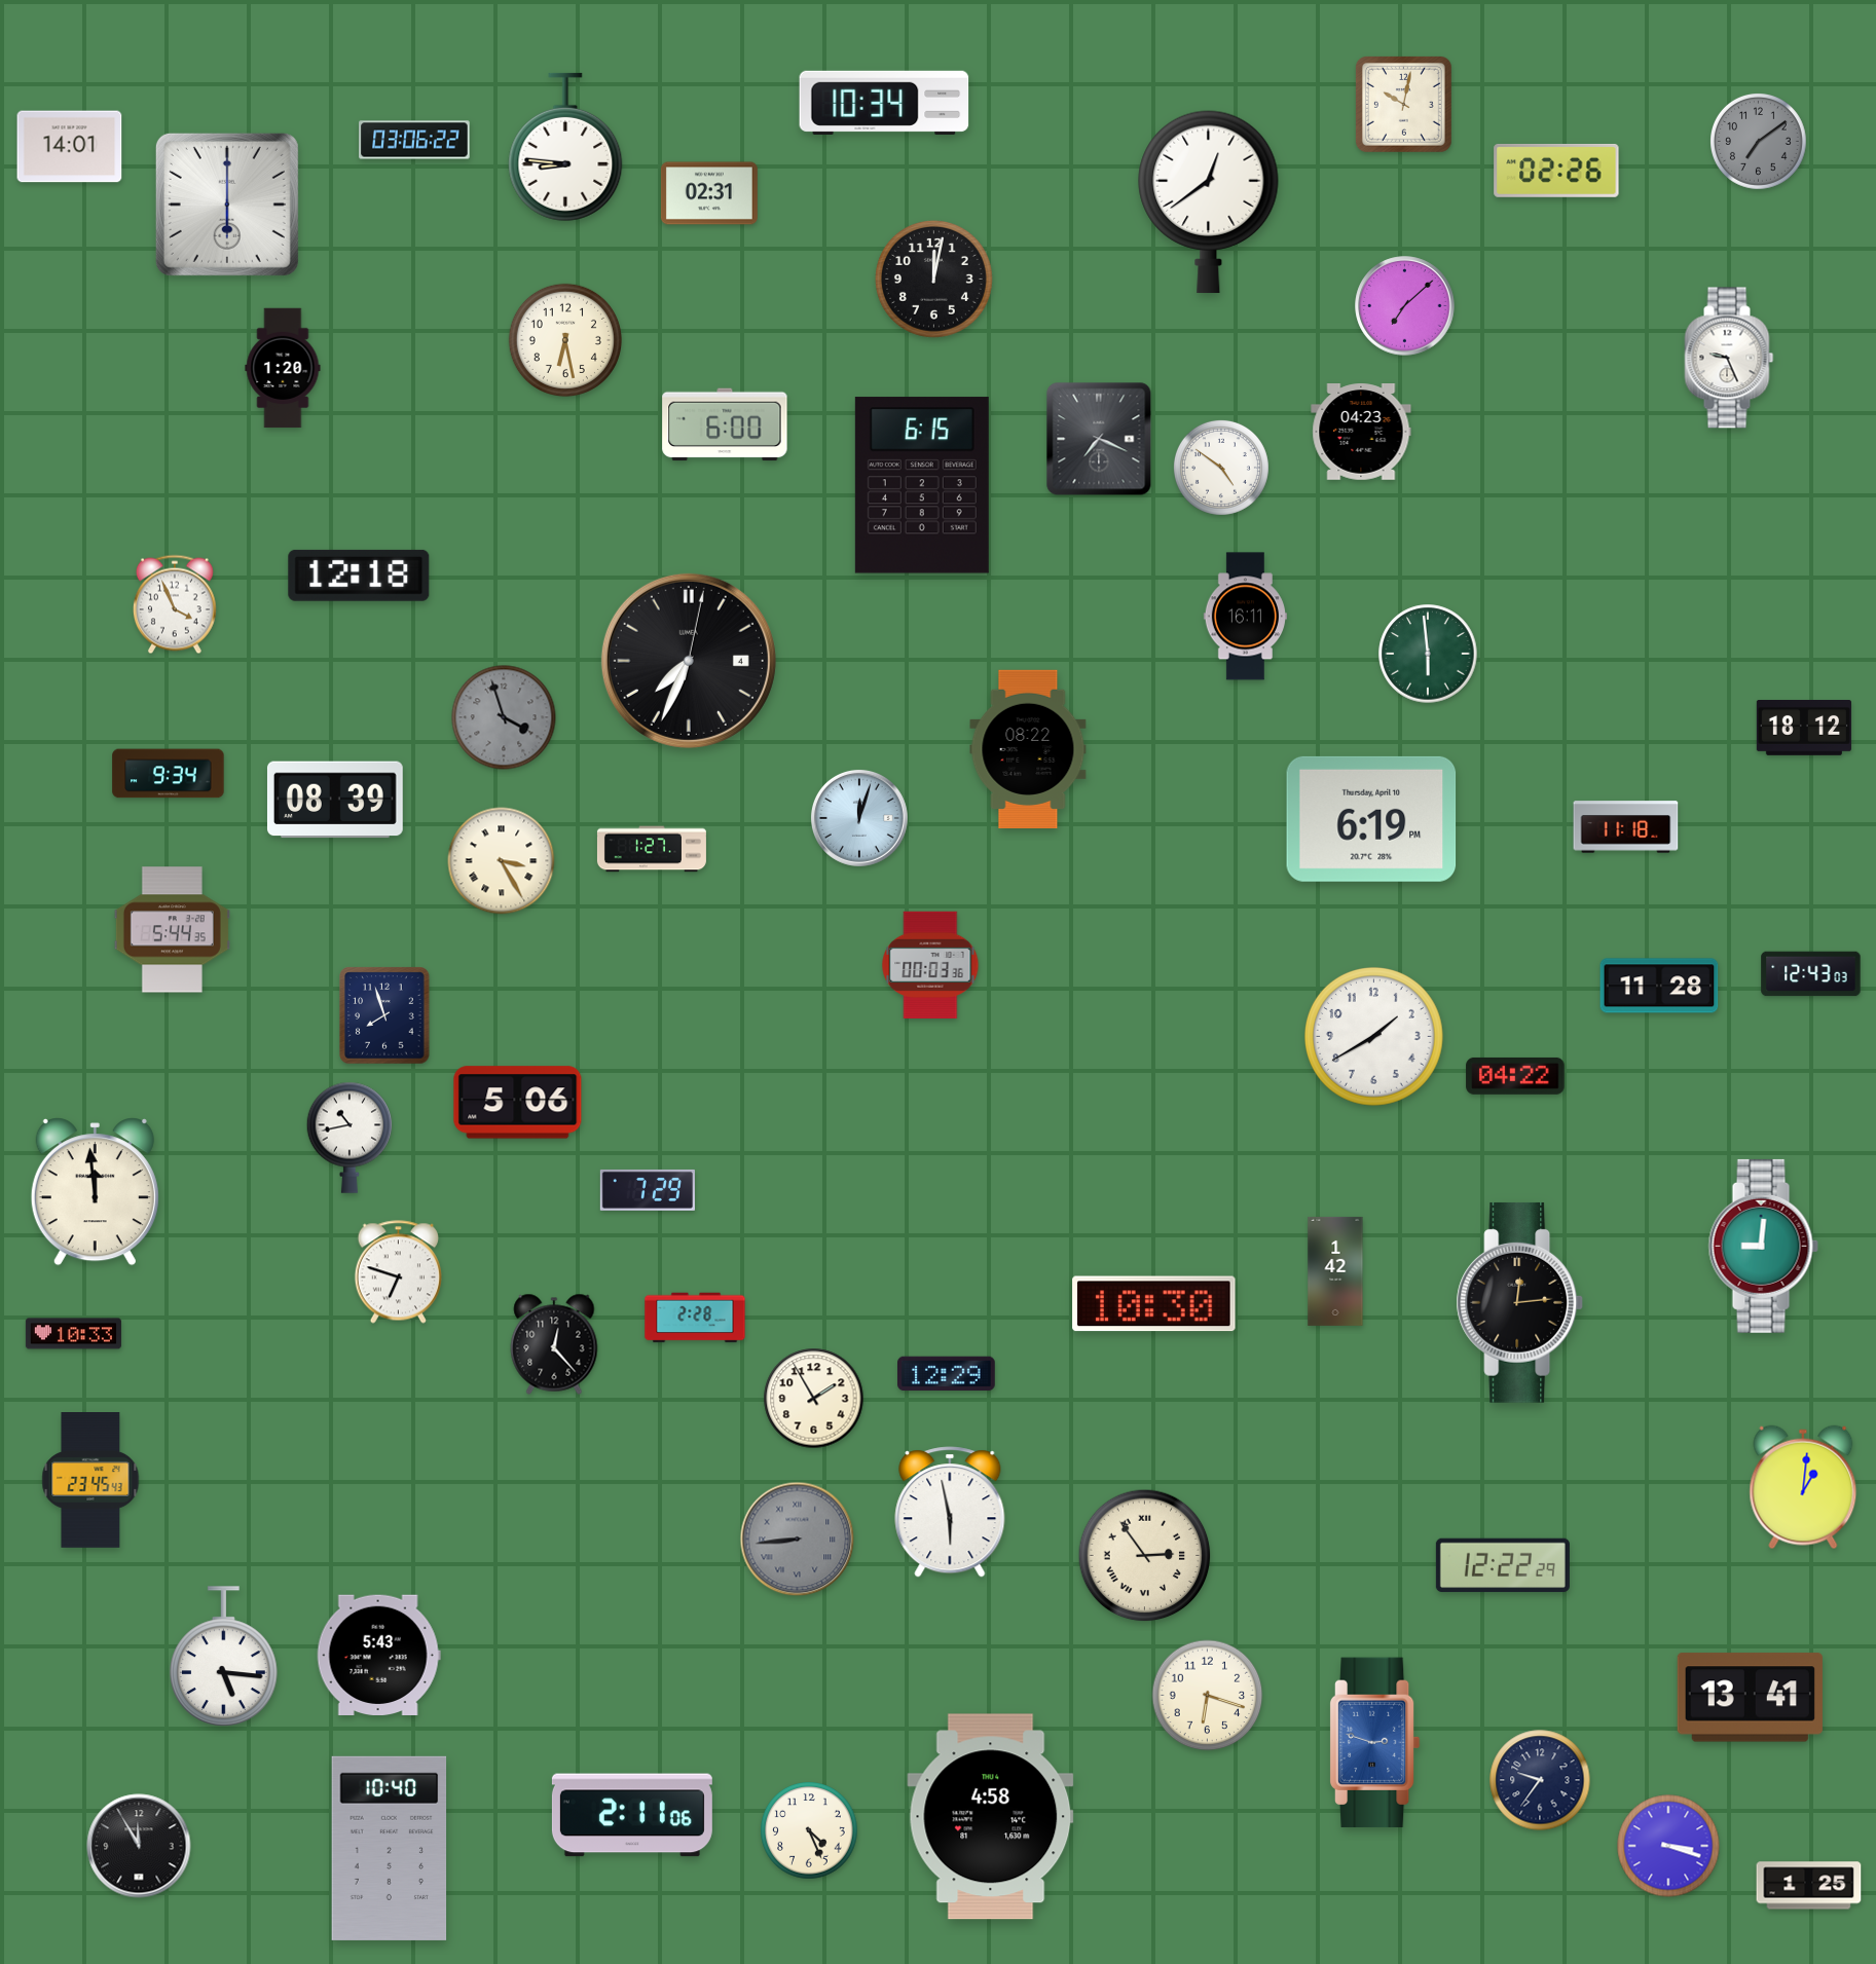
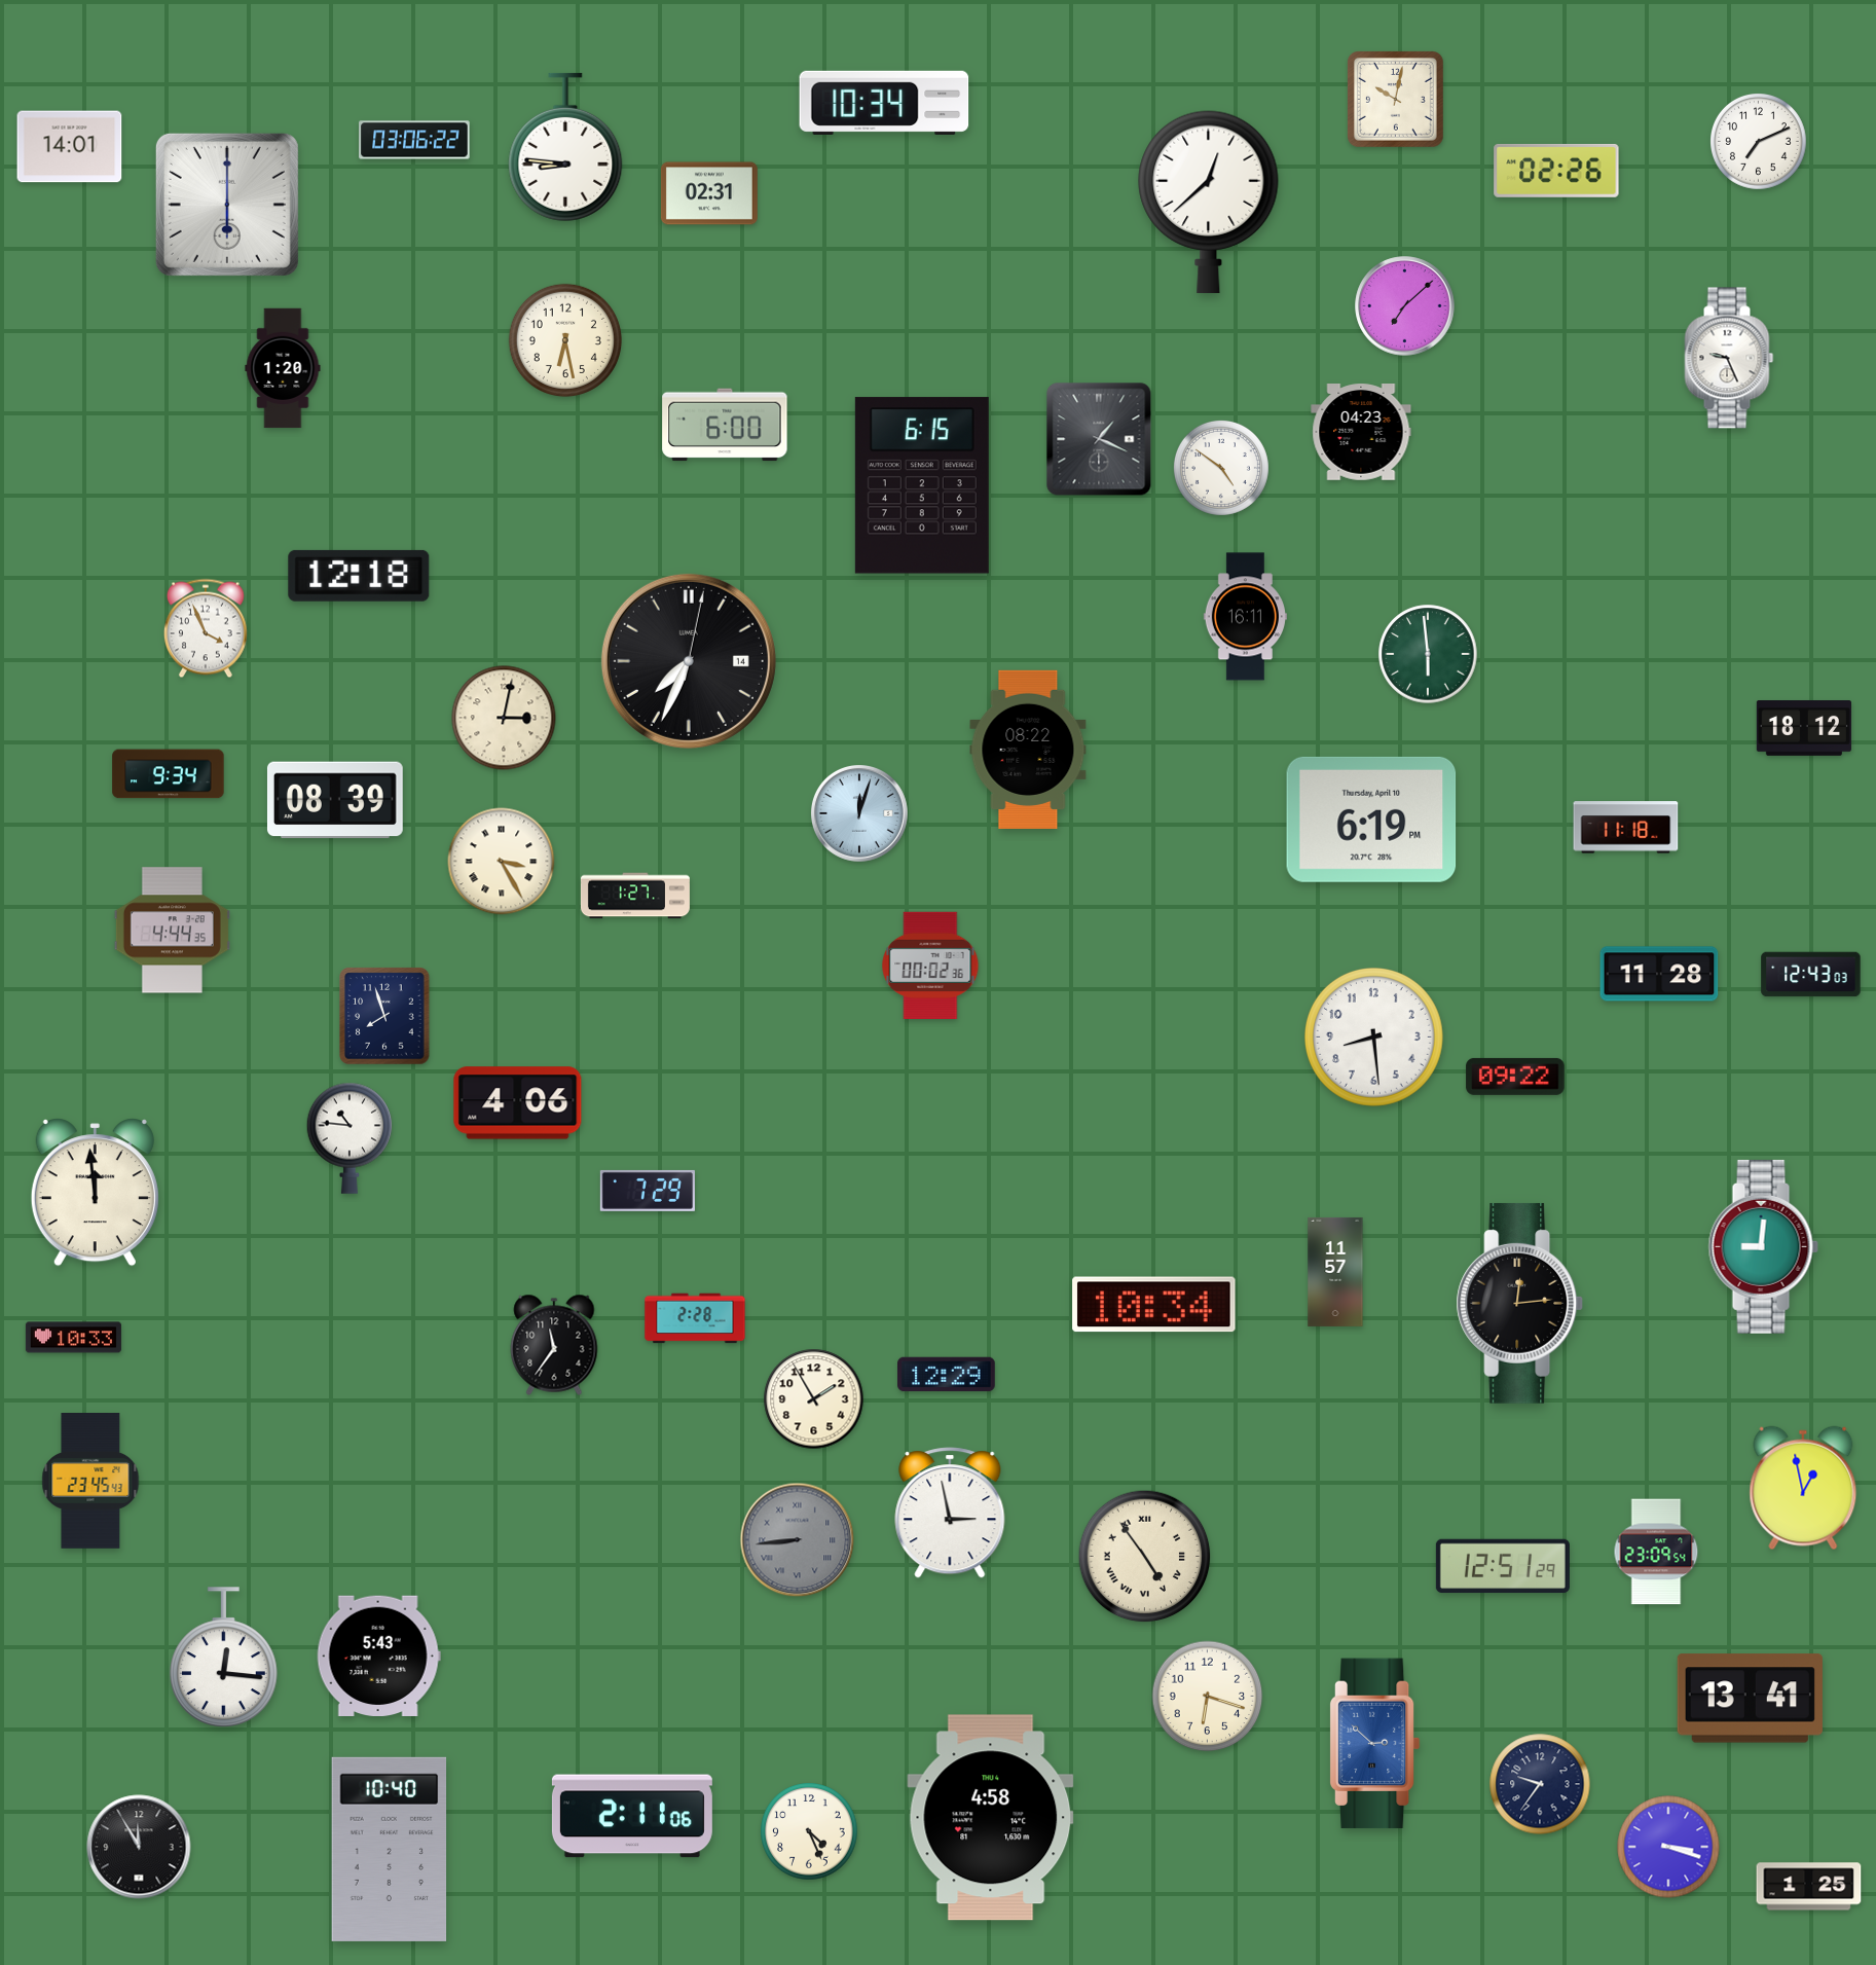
clock at (1403, 104) position: (1403, 104) -> (1395, 99)
clock at (1759, 142): 7:09 -> 7:11
clock at (1759, 142) dial: grey -> white
clock at (1209, 202): 12:39 -> 12:38
clock at (934, 280): 12:02 -> none
clock at (1099, 439): 7:19 -> 1:19
clock at (175, 604) position: (175, 604) -> (206, 628)
clock at (689, 661) date: 4 -> 14
clock at (504, 717): 3:57 -> 3:02
clock at (504, 717) dial: grey -> cream
clock at (859, 818) position: (859, 818) -> (859, 813)
clock at (652, 849) position: (652, 849) -> (635, 896)
clock at (172, 930): 5:44 -> 4:44
clock at (930, 964): 00:03 -> 00:02
clock at (1659, 986) position: (1659, 986) -> (1659, 974)
clock at (1373, 1036): 1:40 -> 8:29
clock at (1515, 1076): 04:22 -> 09:22
clock at (518, 1103): 5:06 -> 4:06
clock at (350, 1138): 10:43 -> 10:46
clock at (1335, 1271): 1:42 -> 11:57
clock at (398, 1272): 6:48 -> none
clock at (1154, 1304): 10:30 -> 10:34
clock at (73, 1334) position: (73, 1334) -> (73, 1338)
clock at (554, 1344): 12:23 -> 11:36
clock at (1803, 1487): 1:01 -> 12:58
clock at (950, 1512): 5:58 -> 2:58
clock at (1656, 1552): none -> 23:09
clock at (1145, 1556): 2:54 -> 4:54
clock at (1503, 1565): 12:22 -> 12:51
clock at (224, 1657): 5:16 -> 12:16
clock at (1375, 1743): 2:48 -> 2:52
clock at (1540, 1780) position: (1540, 1780) -> (1540, 1784)
